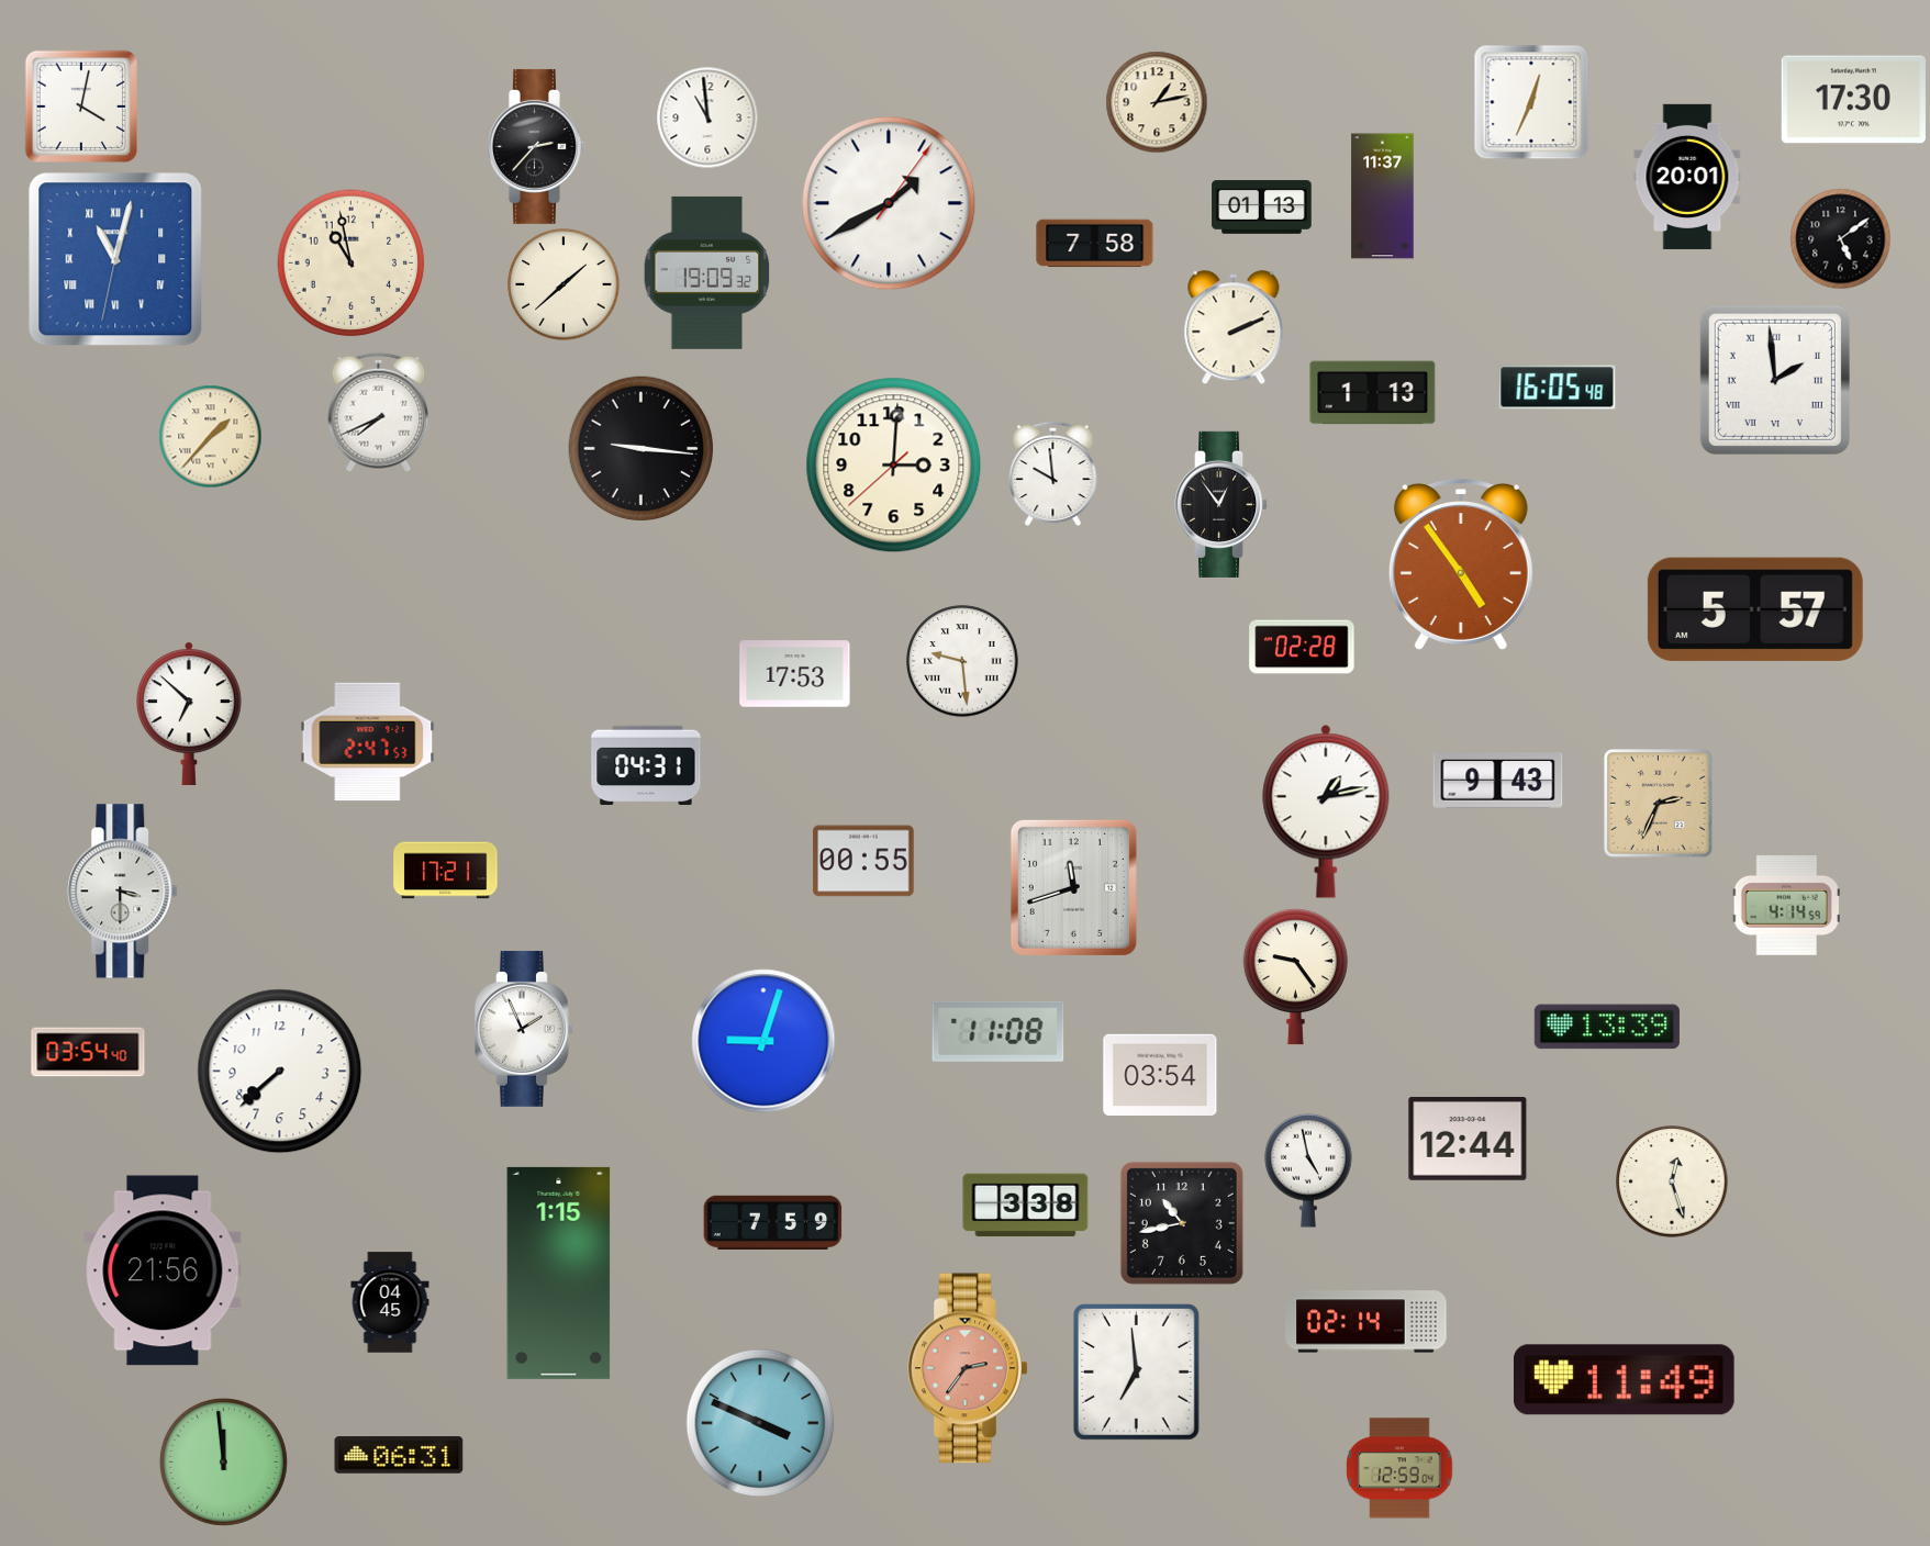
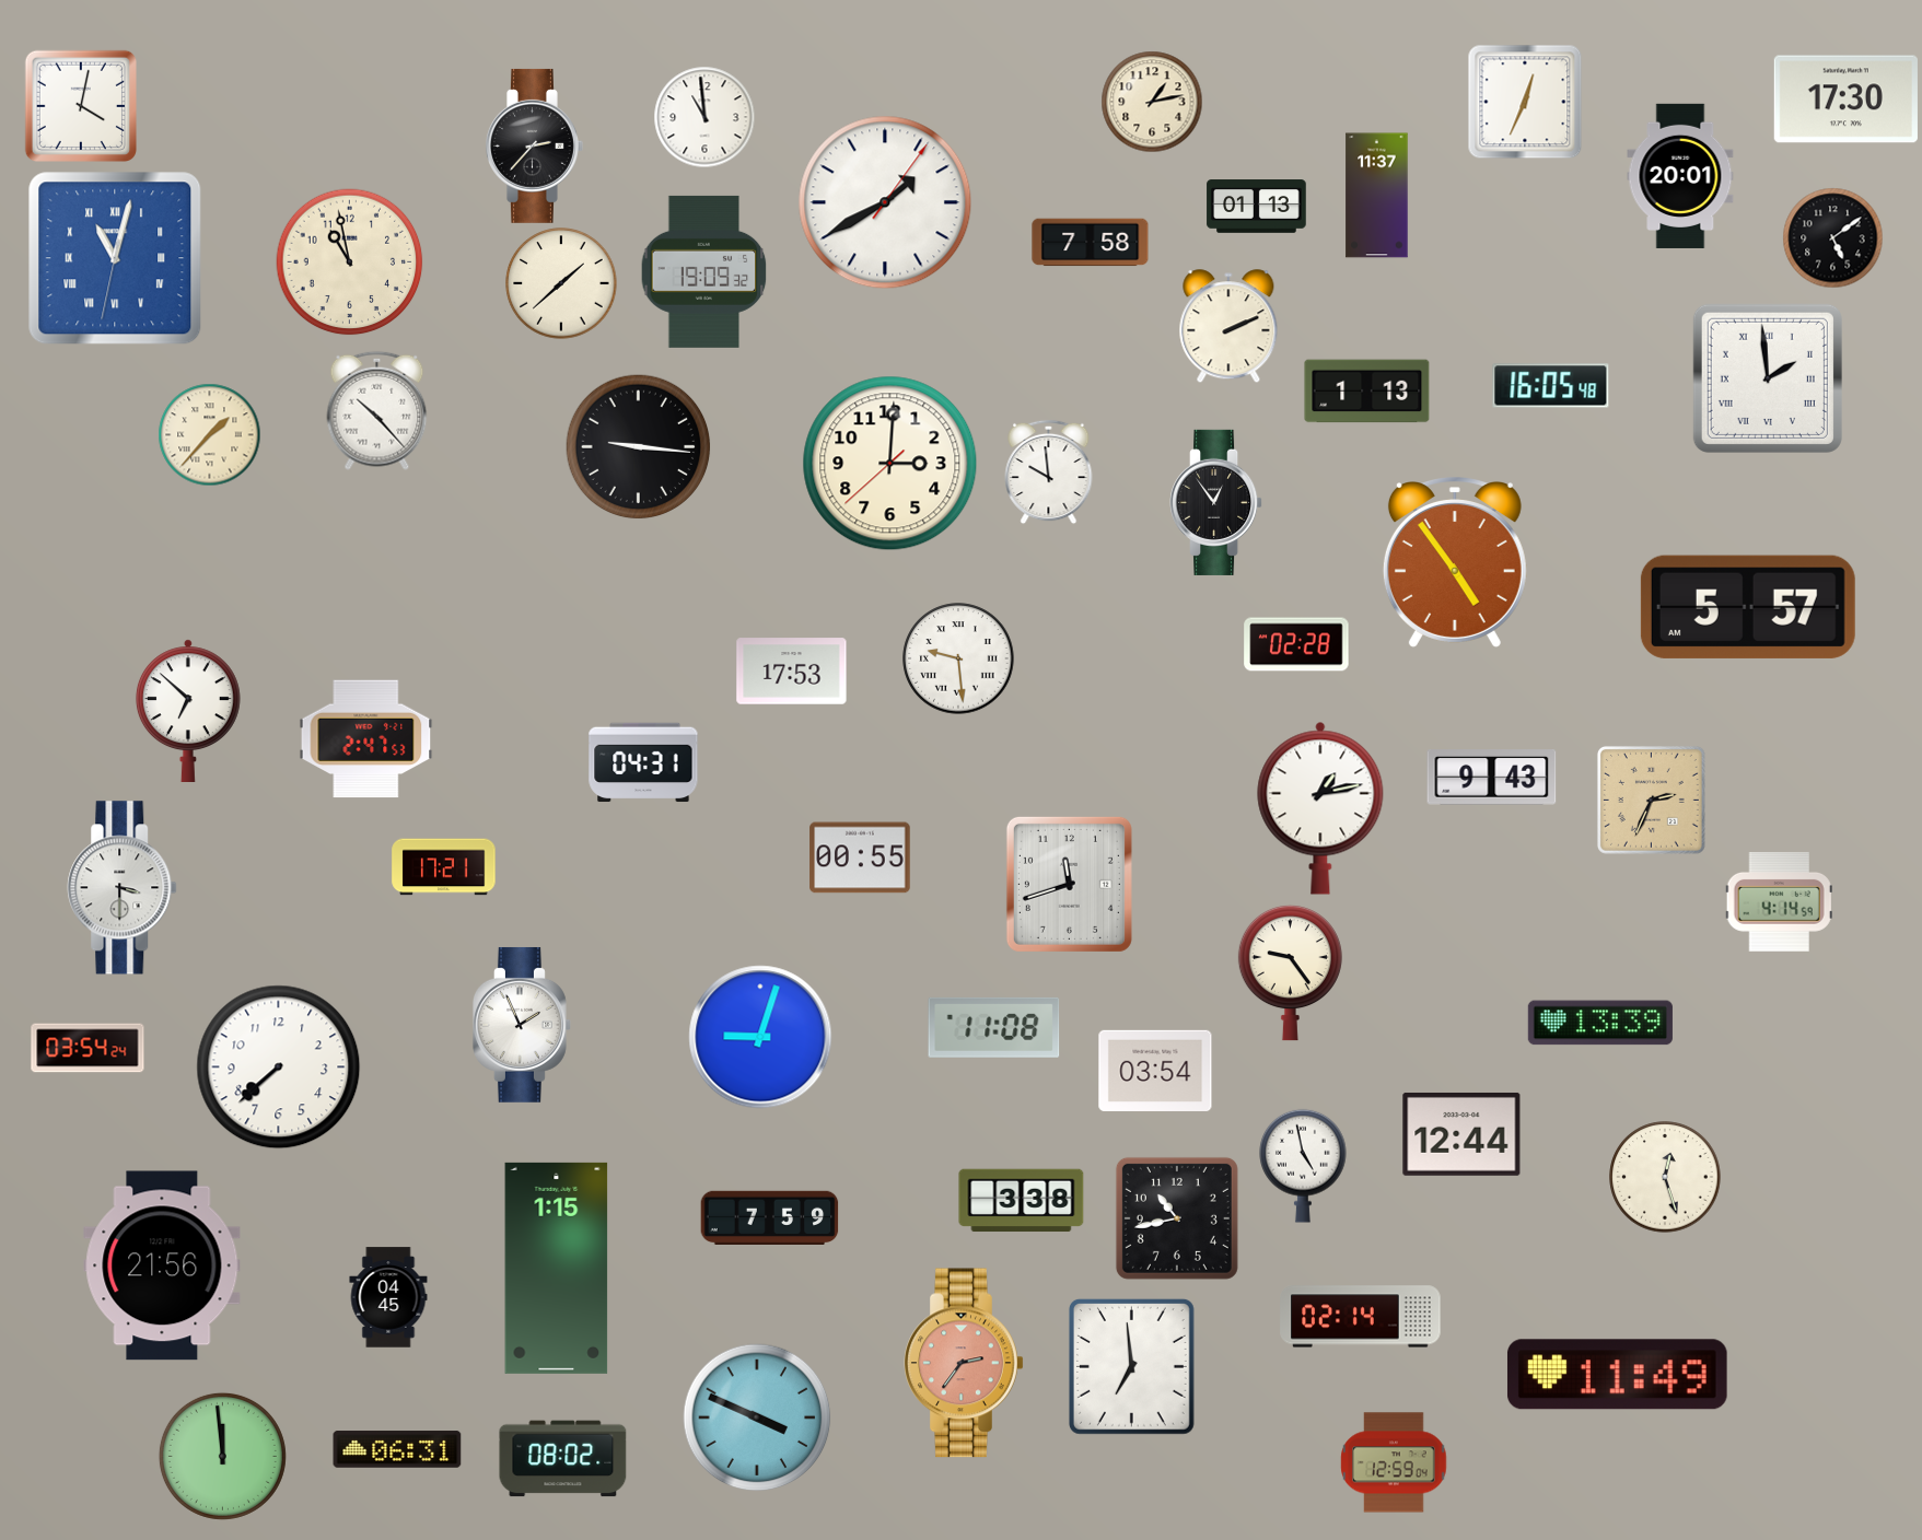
clock at (379, 412): 7:41 -> 10:23
clock at (88, 1052): 03:54:40 -> 03:54:24
clock at (563, 1459): none -> 08:02
